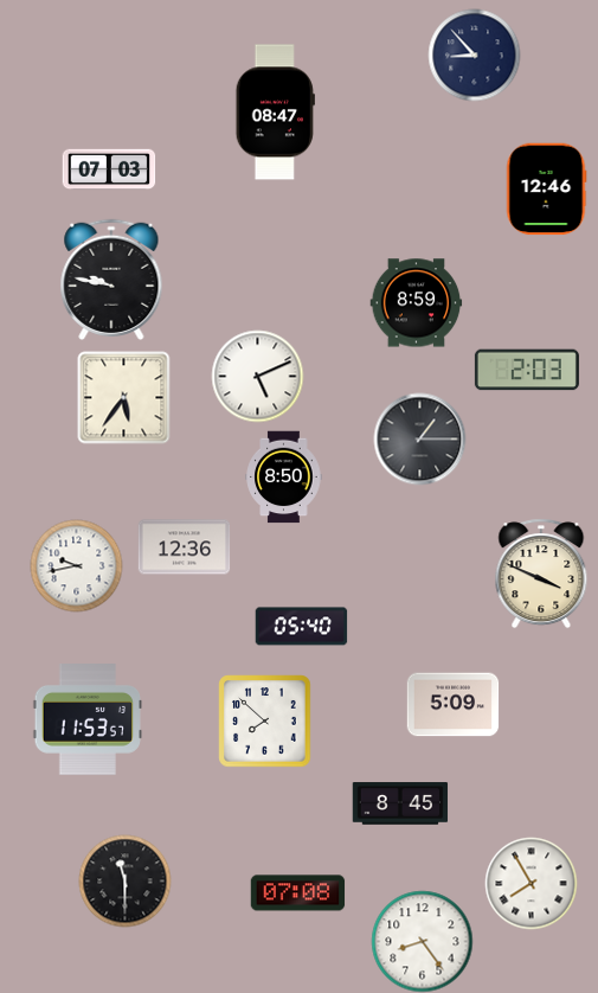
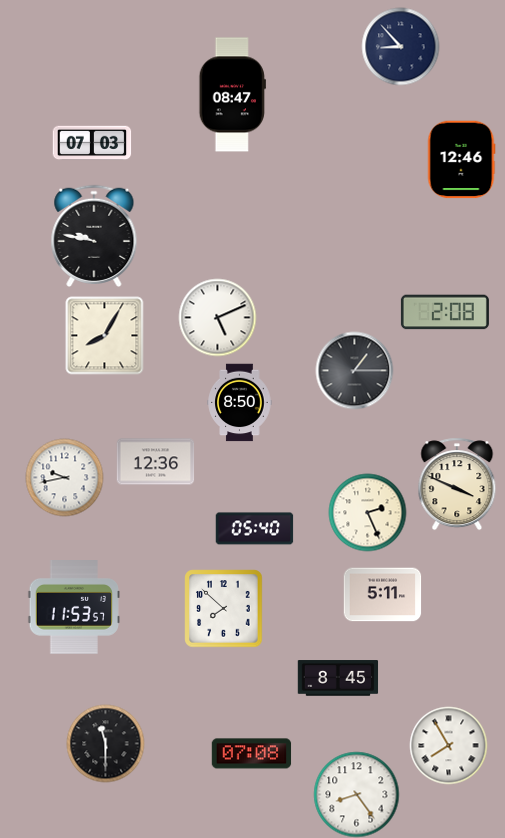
clock at (416, 303): 8:59 -> none
clock at (527, 370): 2:03 -> 2:08
clock at (123, 397): 5:36 -> 8:05
clock at (367, 512): none -> 2:26
clock at (452, 705): 5:09 -> 5:11
